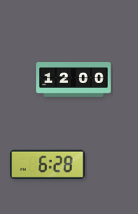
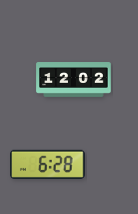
clock at (74, 80): 12:00 -> 12:02
